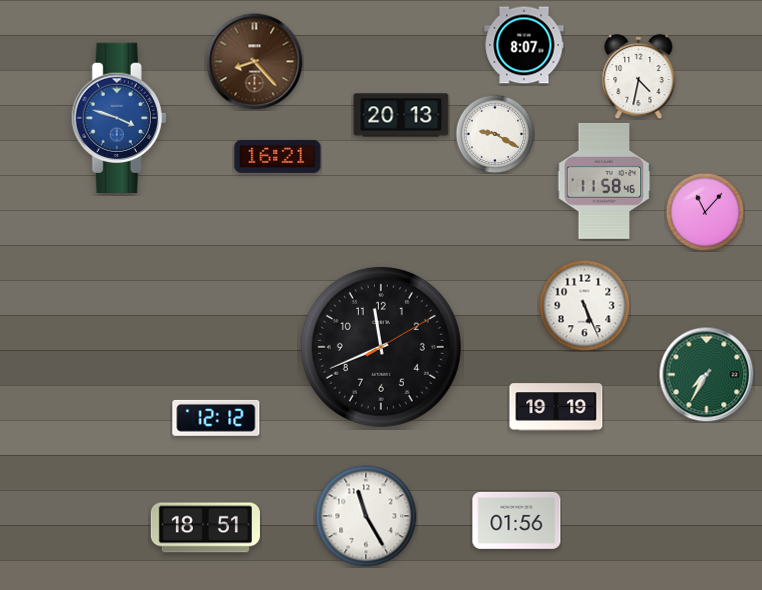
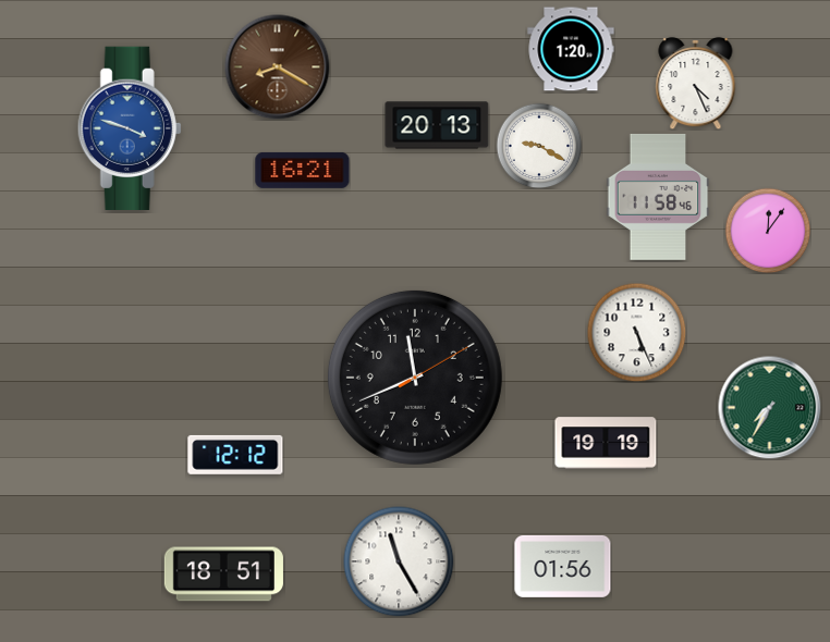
clock at (524, 45): 8:07 -> 1:20
clock at (255, 62): 8:23 -> 8:20
clock at (639, 76): 4:32 -> 4:26
clock at (705, 212): 11:07 -> 12:06
